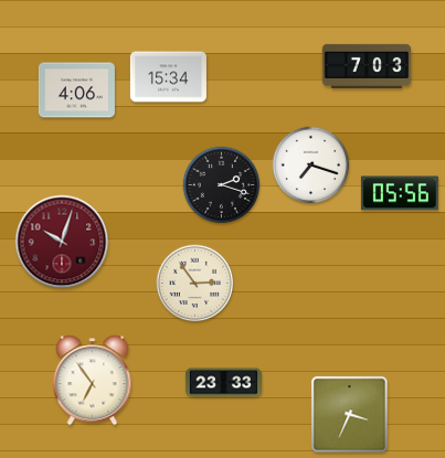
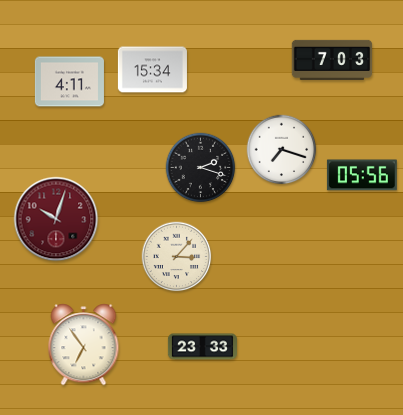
clock at (76, 90): 4:06 -> 4:11
clock at (195, 284): 2:54 -> 3:07
clock at (350, 415): 3:34 -> none
